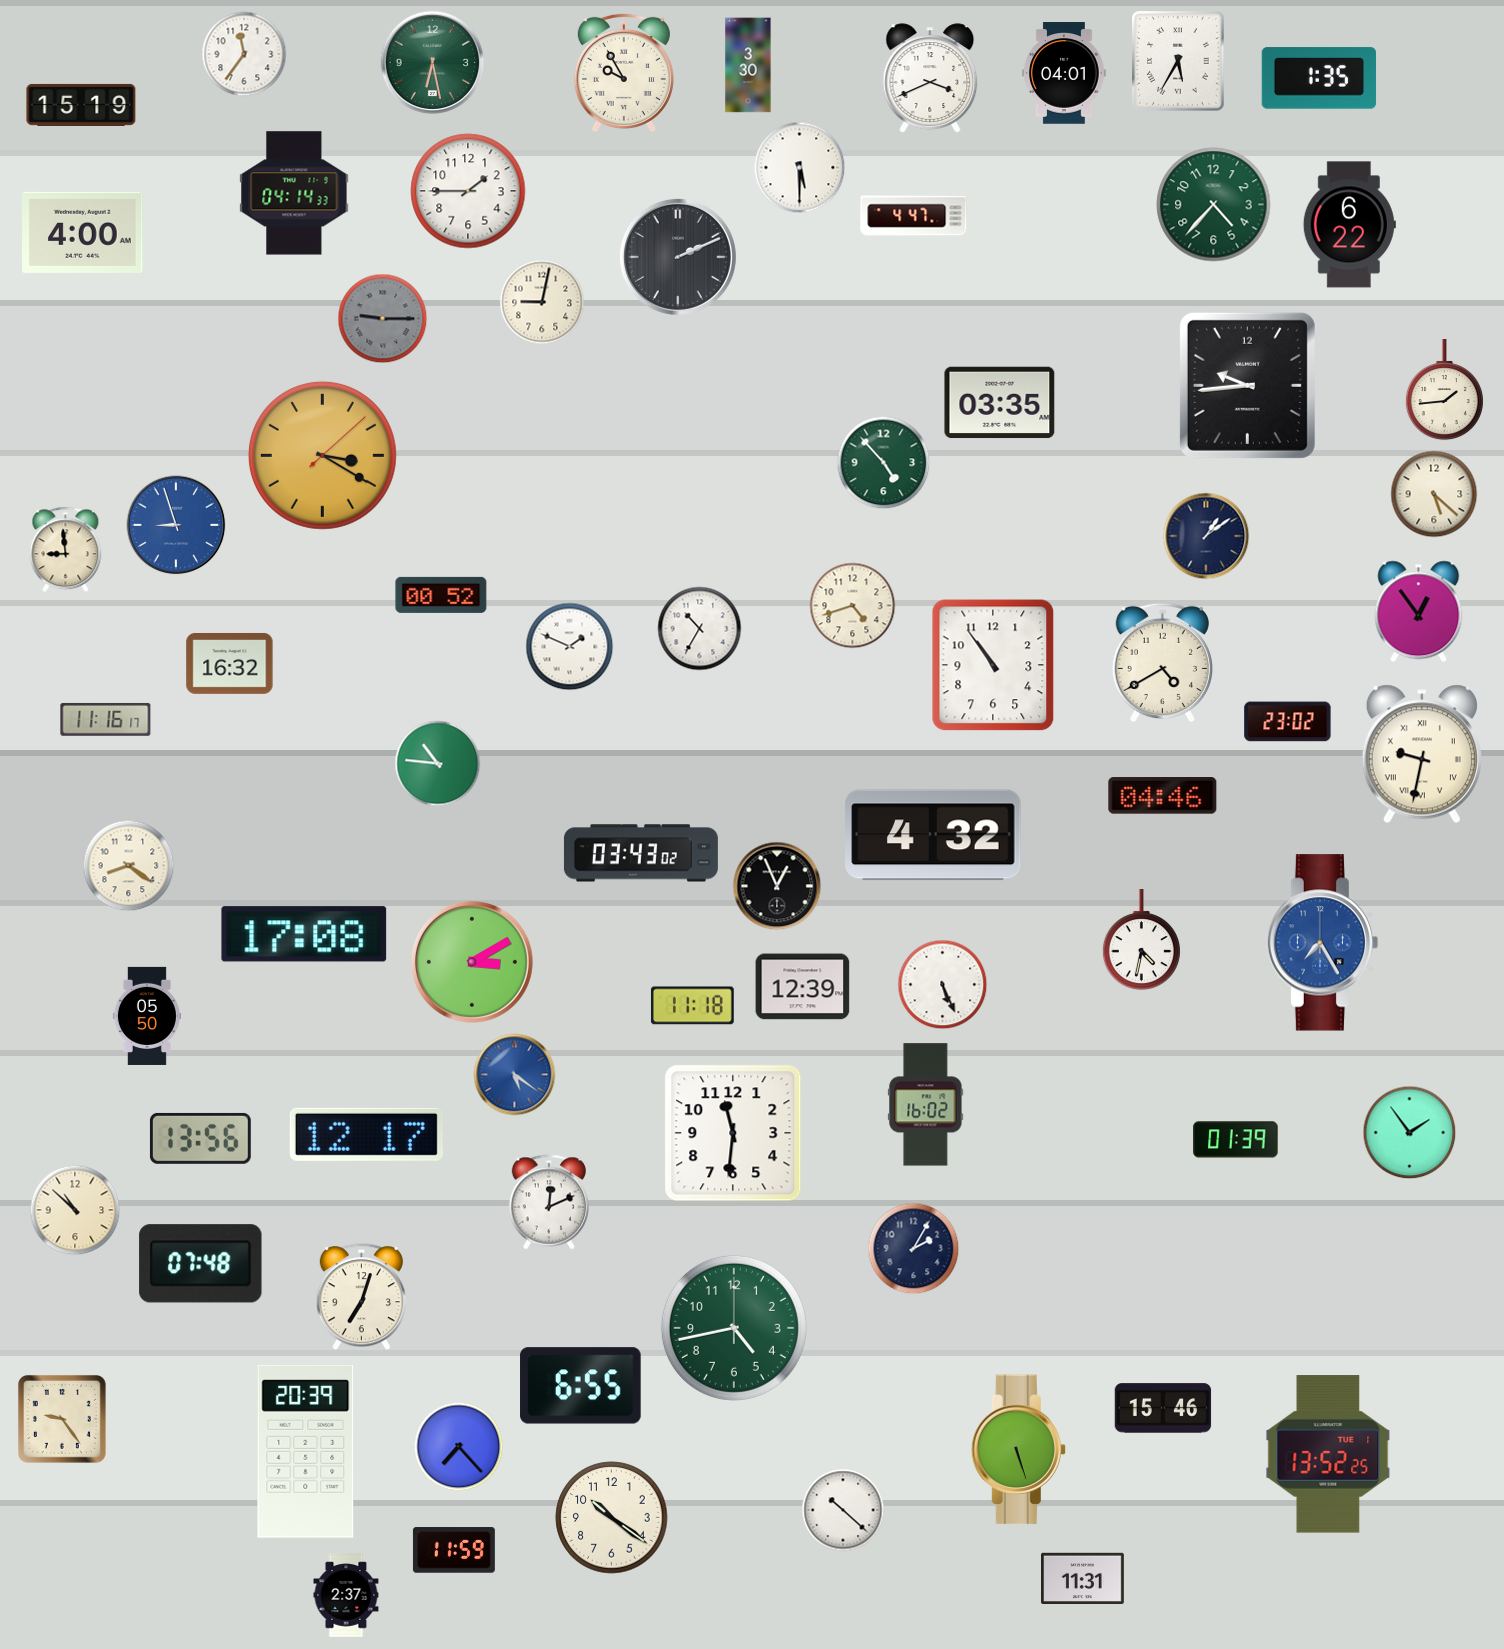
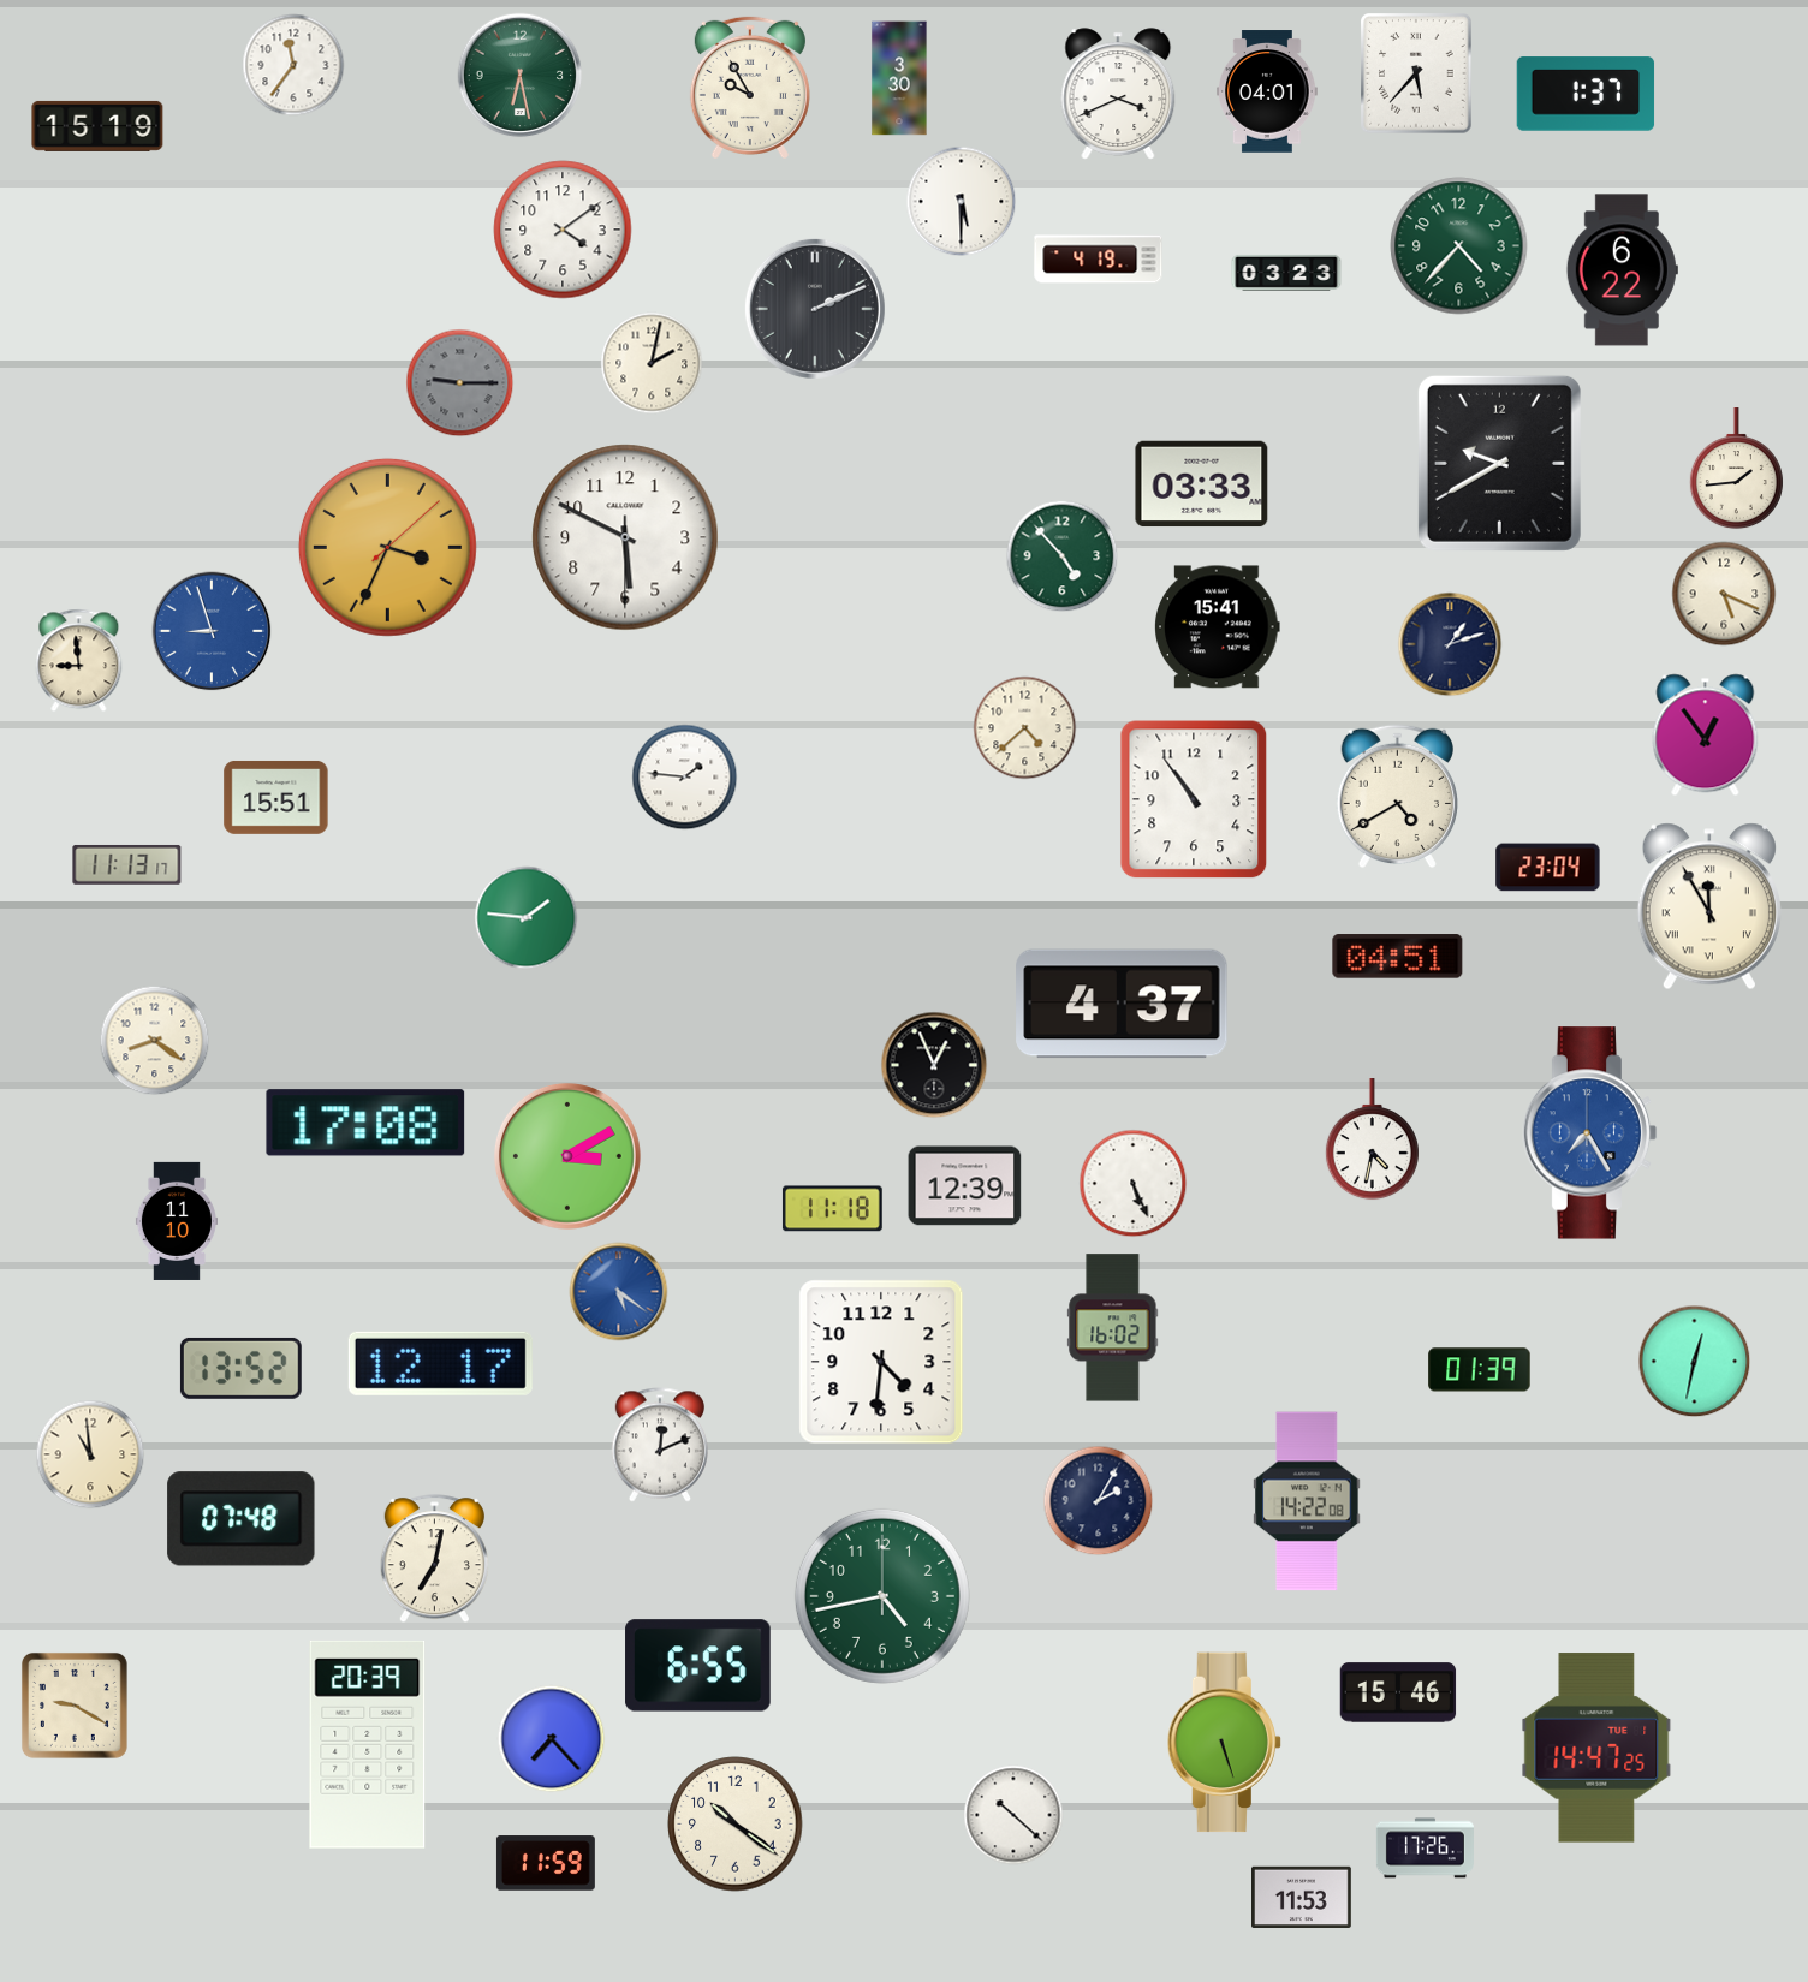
clock at (1178, 61): 5:35 -> 5:37
clock at (1065, 73) position: (1065, 73) -> (1268, 91)
clock at (1319, 78): 1:35 -> 1:37
clock at (468, 191): 1:45 -> 4:09
clock at (294, 193): 04:14 -> none
clock at (914, 216): 4:47 -> 4:19
clock at (1286, 273): none -> 03:23
clock at (83, 232): 4:00 -> none
clock at (542, 302): 9:02 -> 2:02
clock at (1247, 385): 9:44 -> 9:40
clock at (1000, 403): 03:35 -> 03:33
clock at (625, 537): none -> 5:49
clock at (322, 455): 3:20 -> 3:34
clock at (1434, 494): 5:22 -> 5:19
clock at (1218, 627): none -> 15:41
clock at (1206, 536): 1:09 -> 1:12
clock at (441, 595): 00:52 -> none
clock at (853, 606): 4:42 -> 4:38
clock at (700, 629): 10:35 -> none
clock at (570, 647): 1:49 -> 1:46
clock at (230, 663): 16:32 -> 15:51
clock at (106, 719): 11:16 -> 11:13
clock at (1288, 722): 23:02 -> 23:04
clock at (1422, 754): 9:32 -> 11:55
clock at (438, 764): 10:46 -> 1:46
clock at (1163, 796): 04:46 -> 04:51
clock at (933, 835): 4:32 -> 4:37
clock at (641, 853): 03:43 -> none
clock at (1141, 941) position: (1141, 941) -> (1372, 1141)
clock at (147, 1016): 05:50 -> 11:10
clock at (733, 1133): 11:31 -> 4:31
clock at (1410, 1133): 1:54 -> 12:32
clock at (200, 1138): 13:56 -> 13:52
clock at (1236, 1140) position: (1236, 1140) -> (1480, 1370)
clock at (75, 1210): 10:52 -> 10:59
clock at (1307, 1501): none -> 14:22
clock at (361, 1297): 7:03 -> 7:02
clock at (62, 1419): 9:24 -> 9:20
clock at (1328, 1454): 13:52 -> 14:47
clock at (1425, 1849): none -> 17:26
clock at (1083, 1578): 11:31 -> 11:53
clock at (346, 1595): 2:37 -> none
